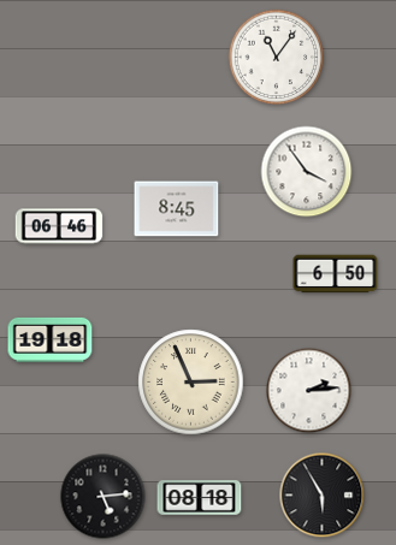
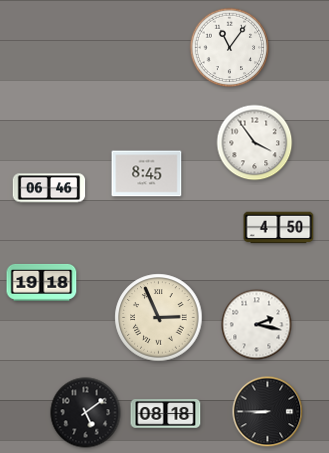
clock at (336, 274): 6:50 -> 4:50
clock at (309, 391): 2:14 -> 2:17
clock at (323, 496): 5:55 -> 8:45
clock at (104, 497): 5:14 -> 5:09
